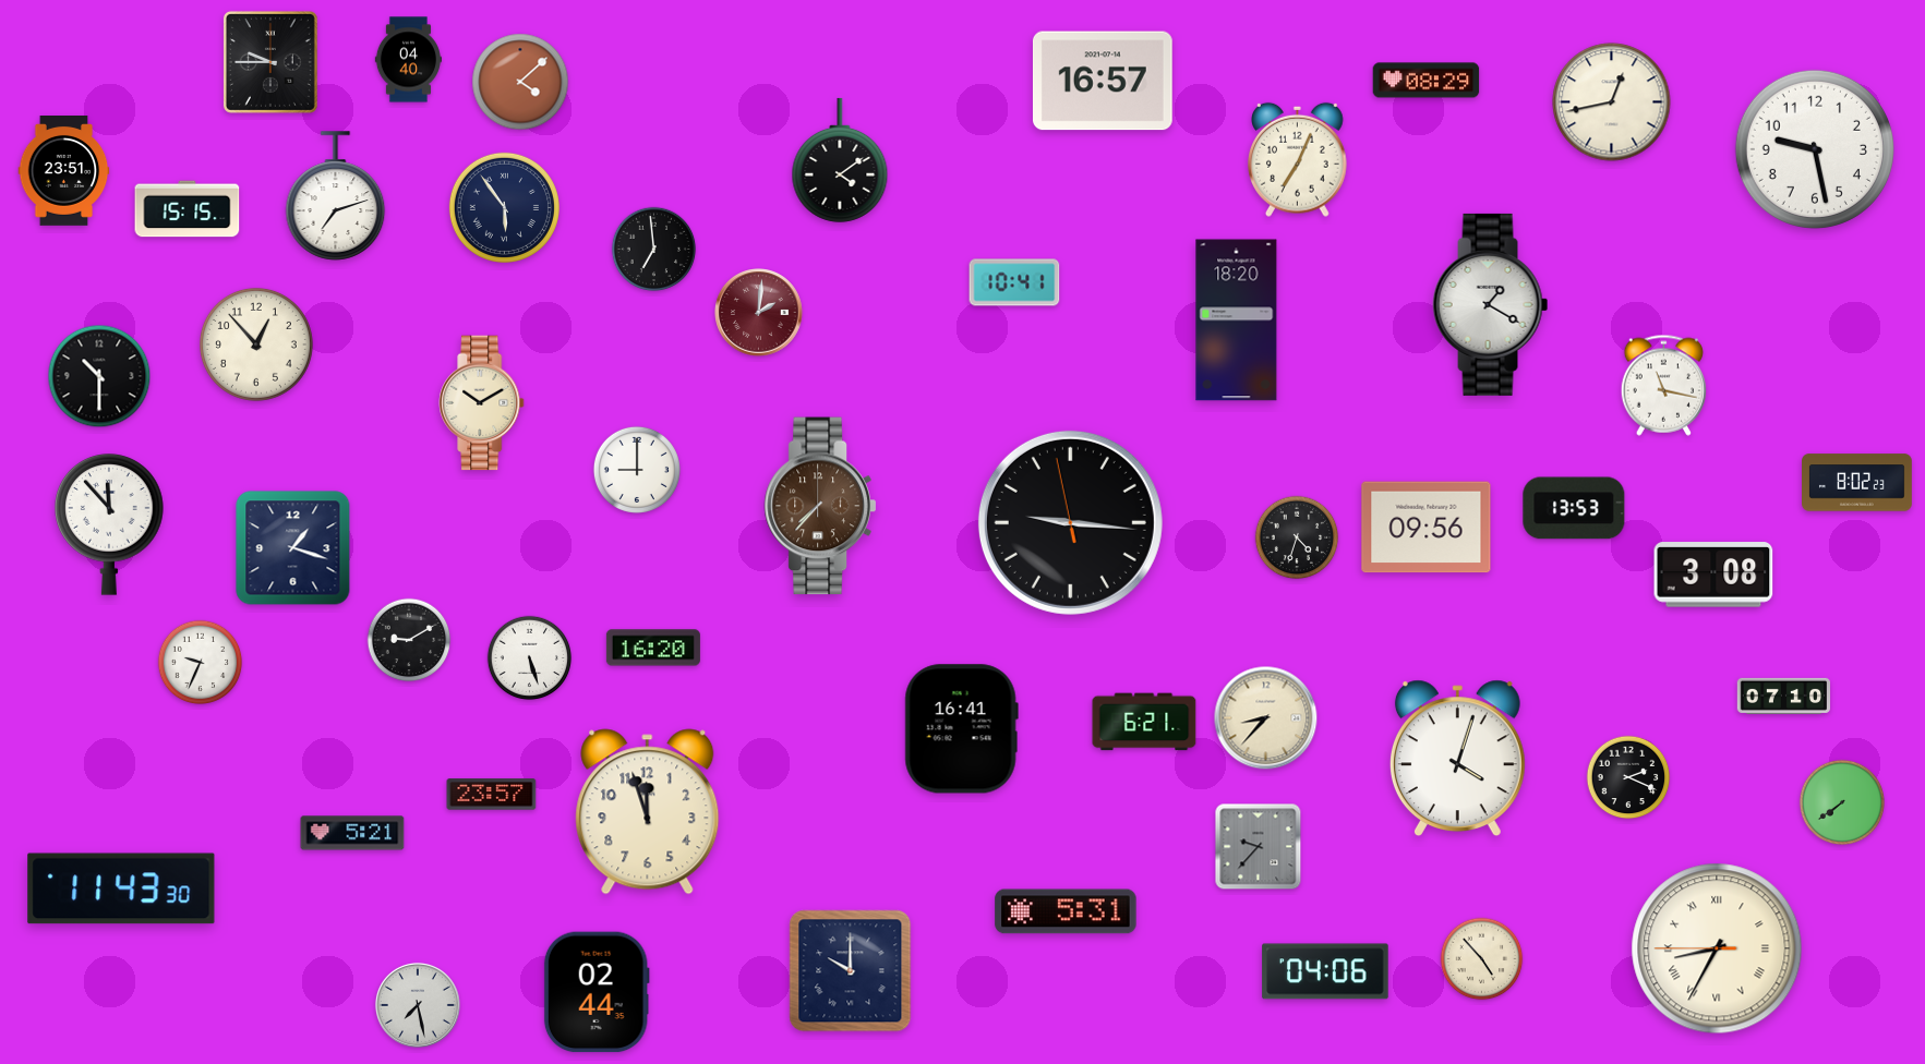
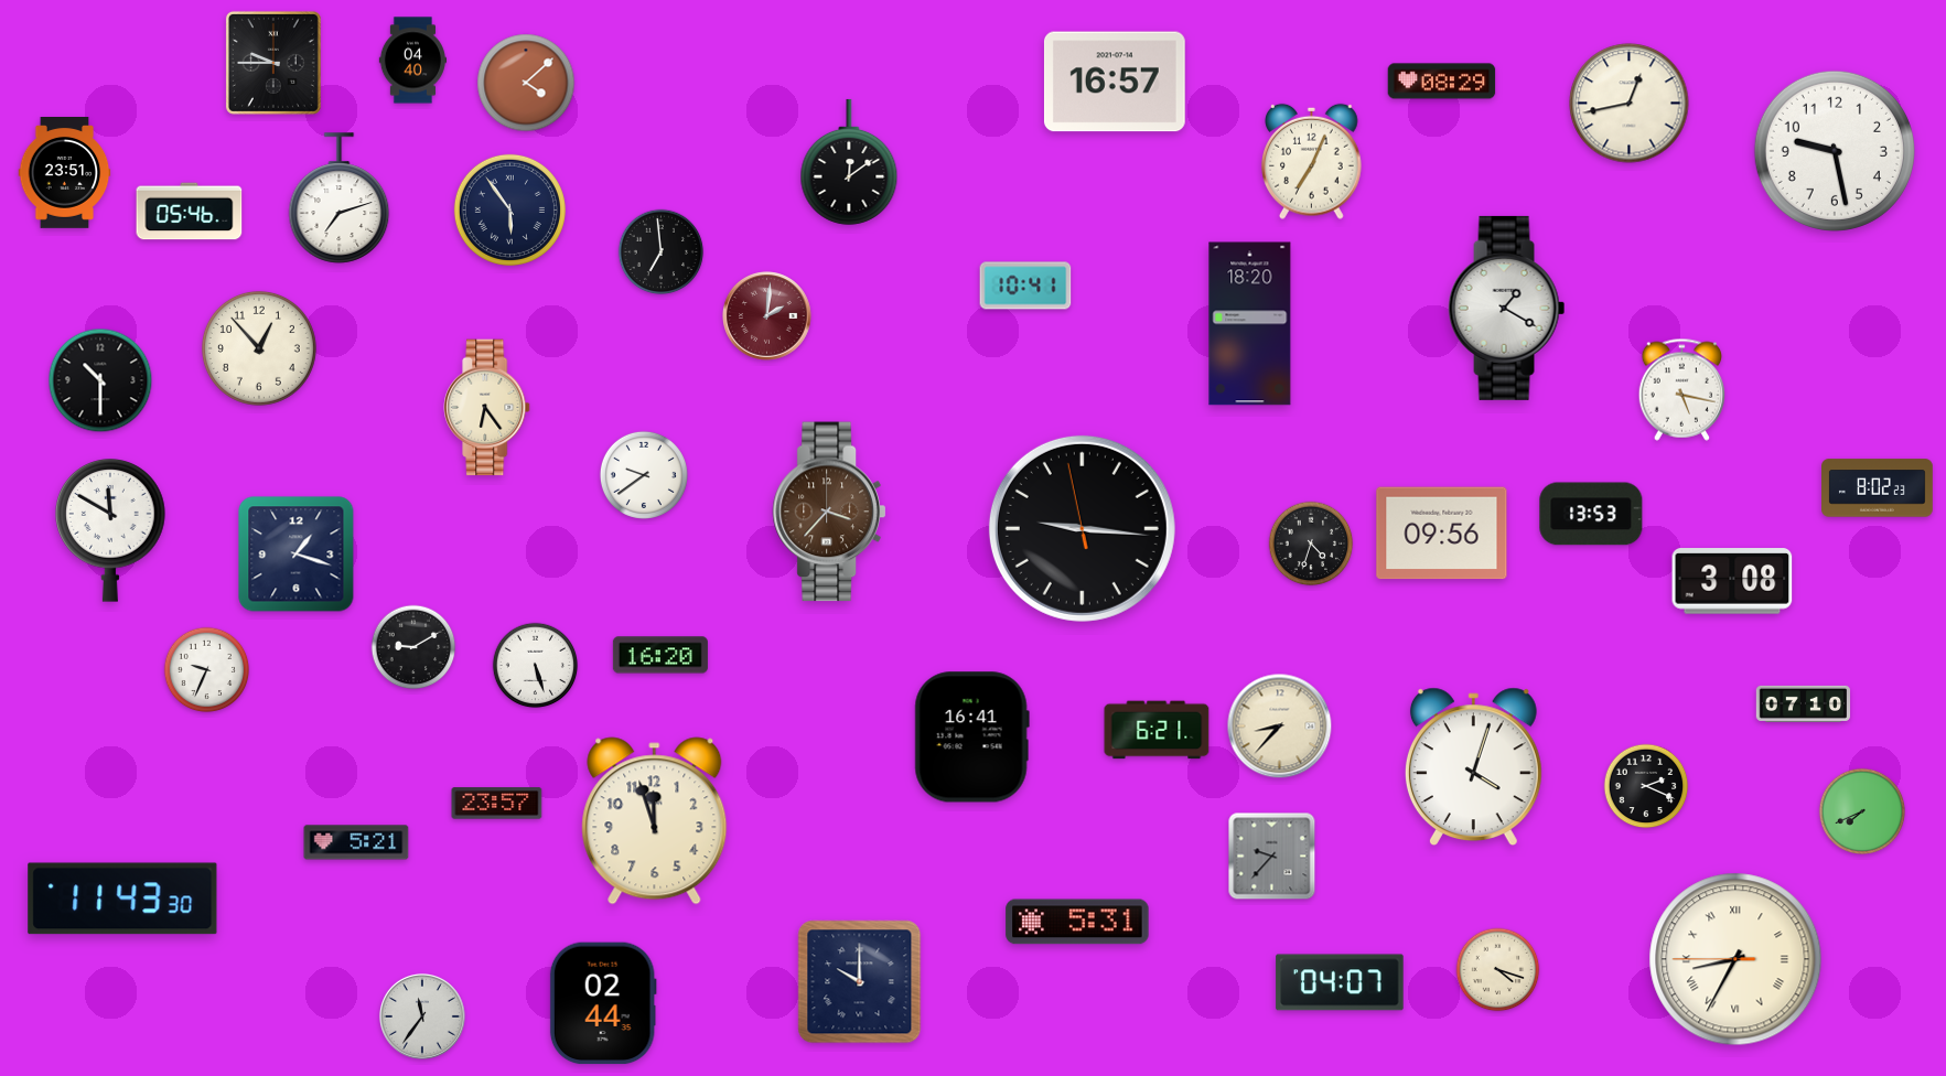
clock at (840, 160): 4:09 -> 12:09
clock at (188, 209): 15:15 -> 05:46
clock at (1663, 385): 11:17 -> 5:17
clock at (482, 403): 10:10 -> 6:24
clock at (637, 470): 9:00 -> 9:39
clock at (820, 506): 7:37 -> 3:37
clock at (109, 524): 11:53 -> 11:50
clock at (201, 663) position: (201, 663) -> (207, 670)
clock at (1841, 801): 7:39 -> 7:41
clock at (1482, 959): 4:53 -> 4:18
clock at (1325, 971): 04:06 -> 04:07
clock at (418, 1005): 7:28 -> 11:36
